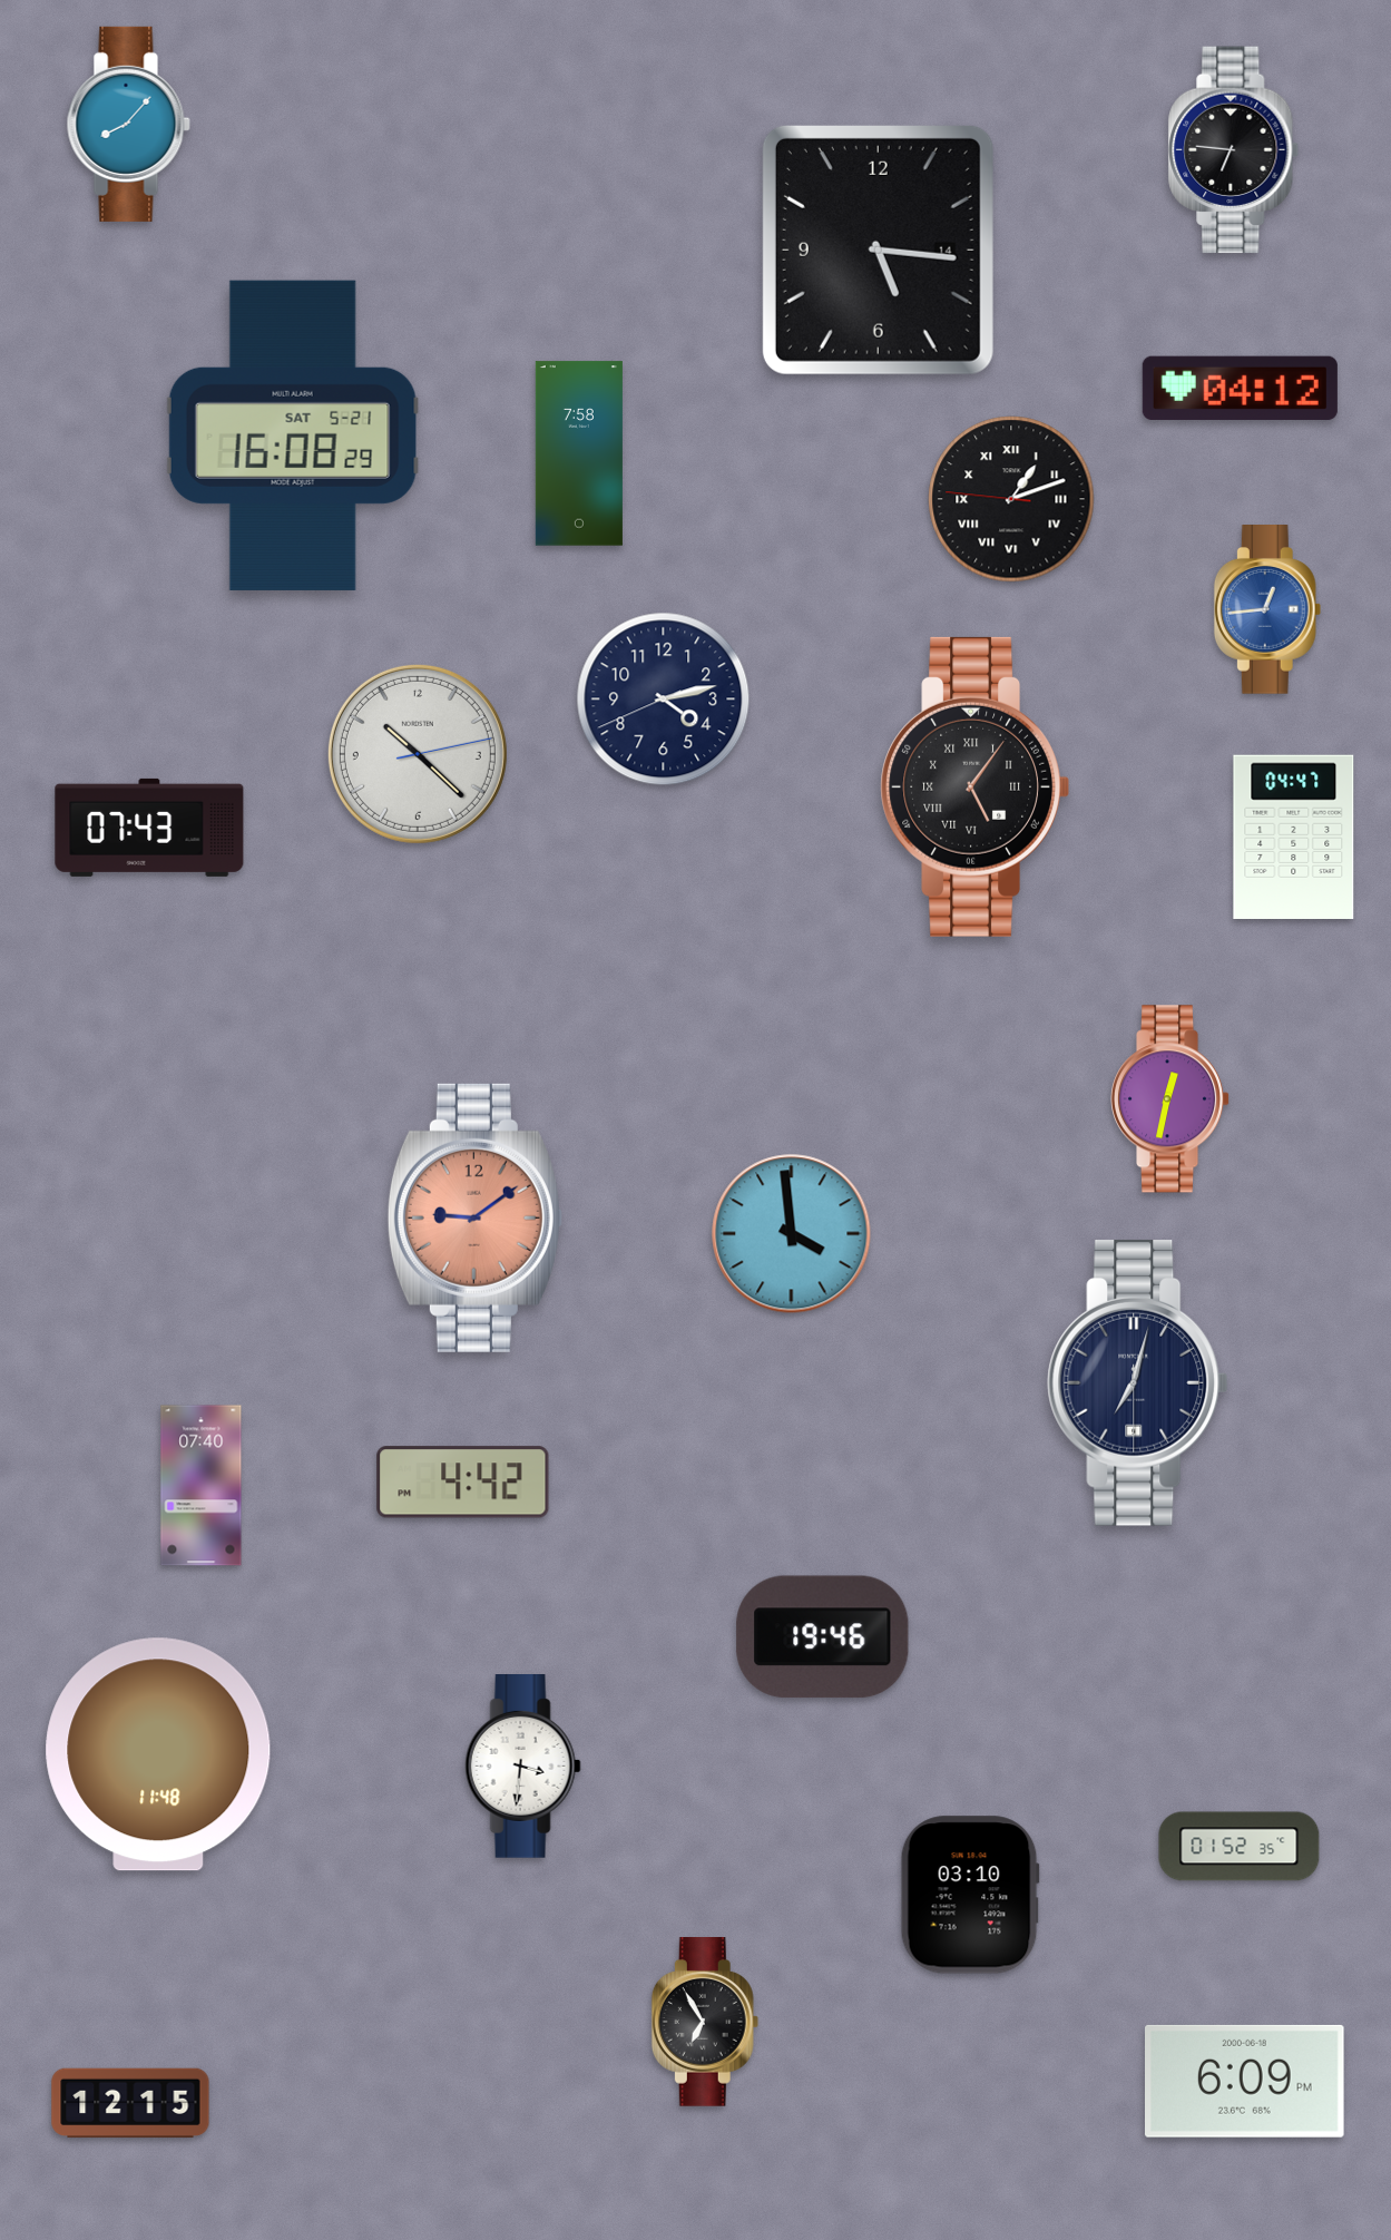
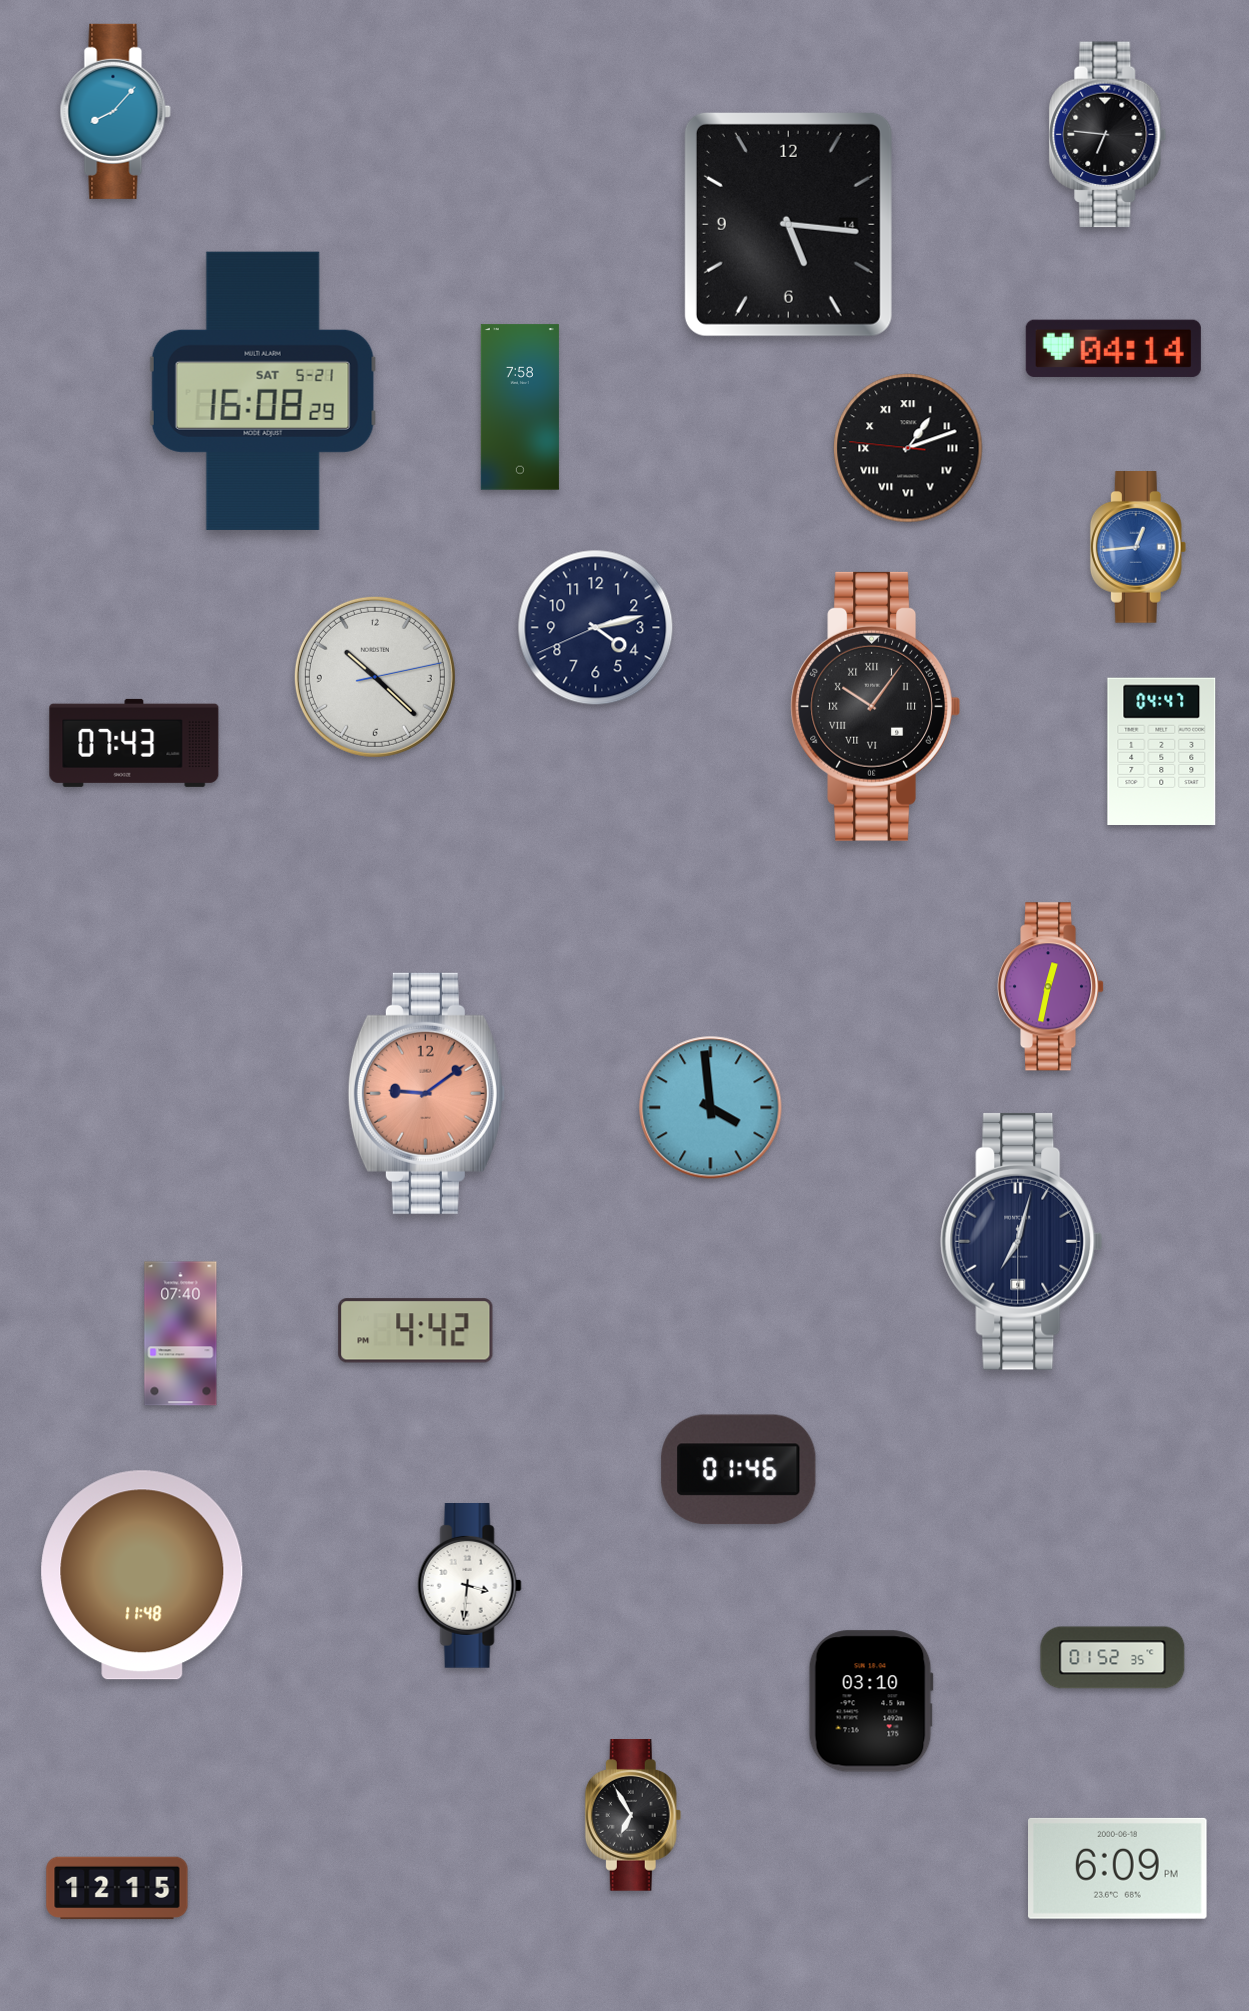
clock at (1240, 388): 04:12 -> 04:14
clock at (974, 786): 5:06 -> 10:06
clock at (823, 1637): 19:46 -> 01:46
